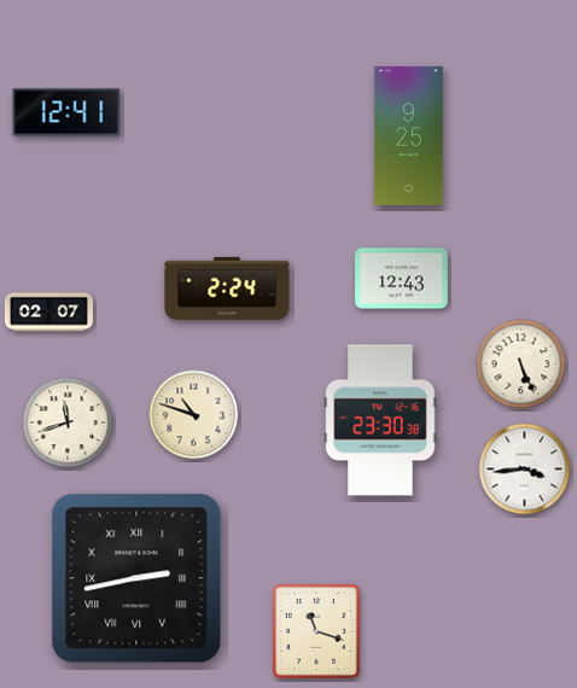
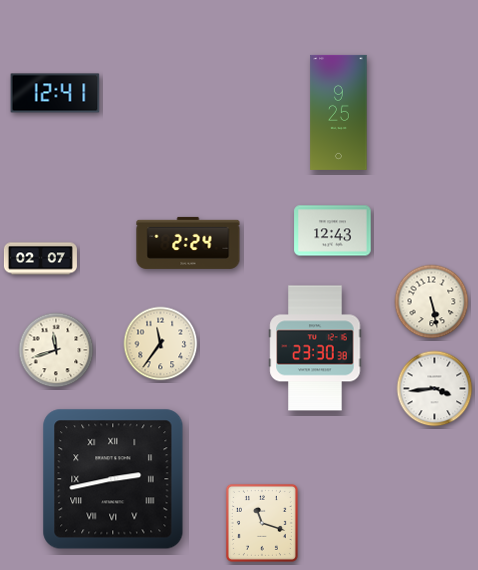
clock at (227, 288) position: (227, 288) -> (188, 243)
clock at (521, 365): 5:26 -> 5:28
clock at (194, 415): 10:48 -> 11:36
